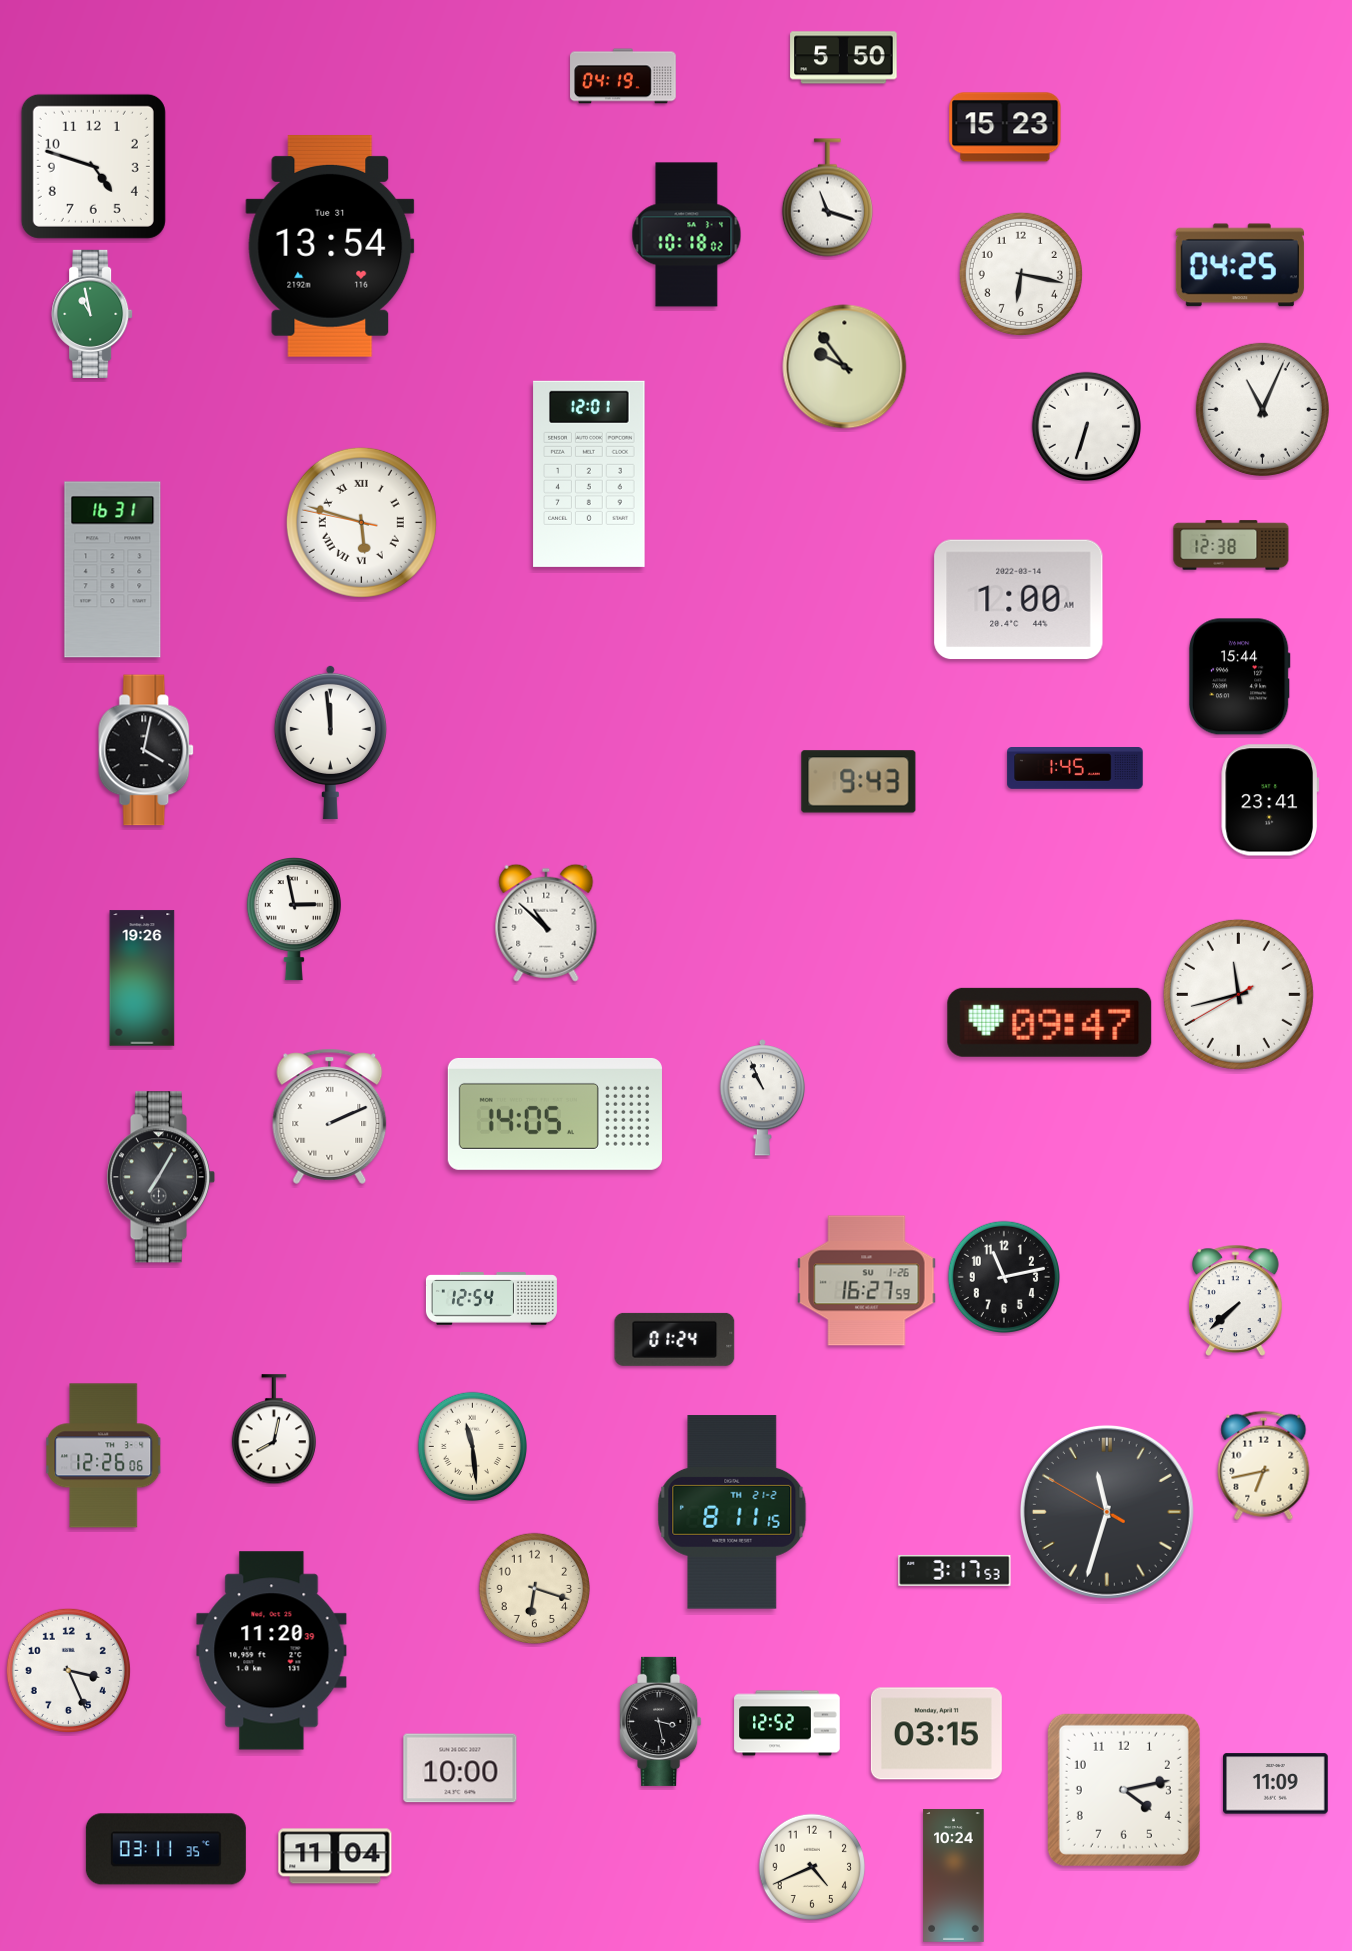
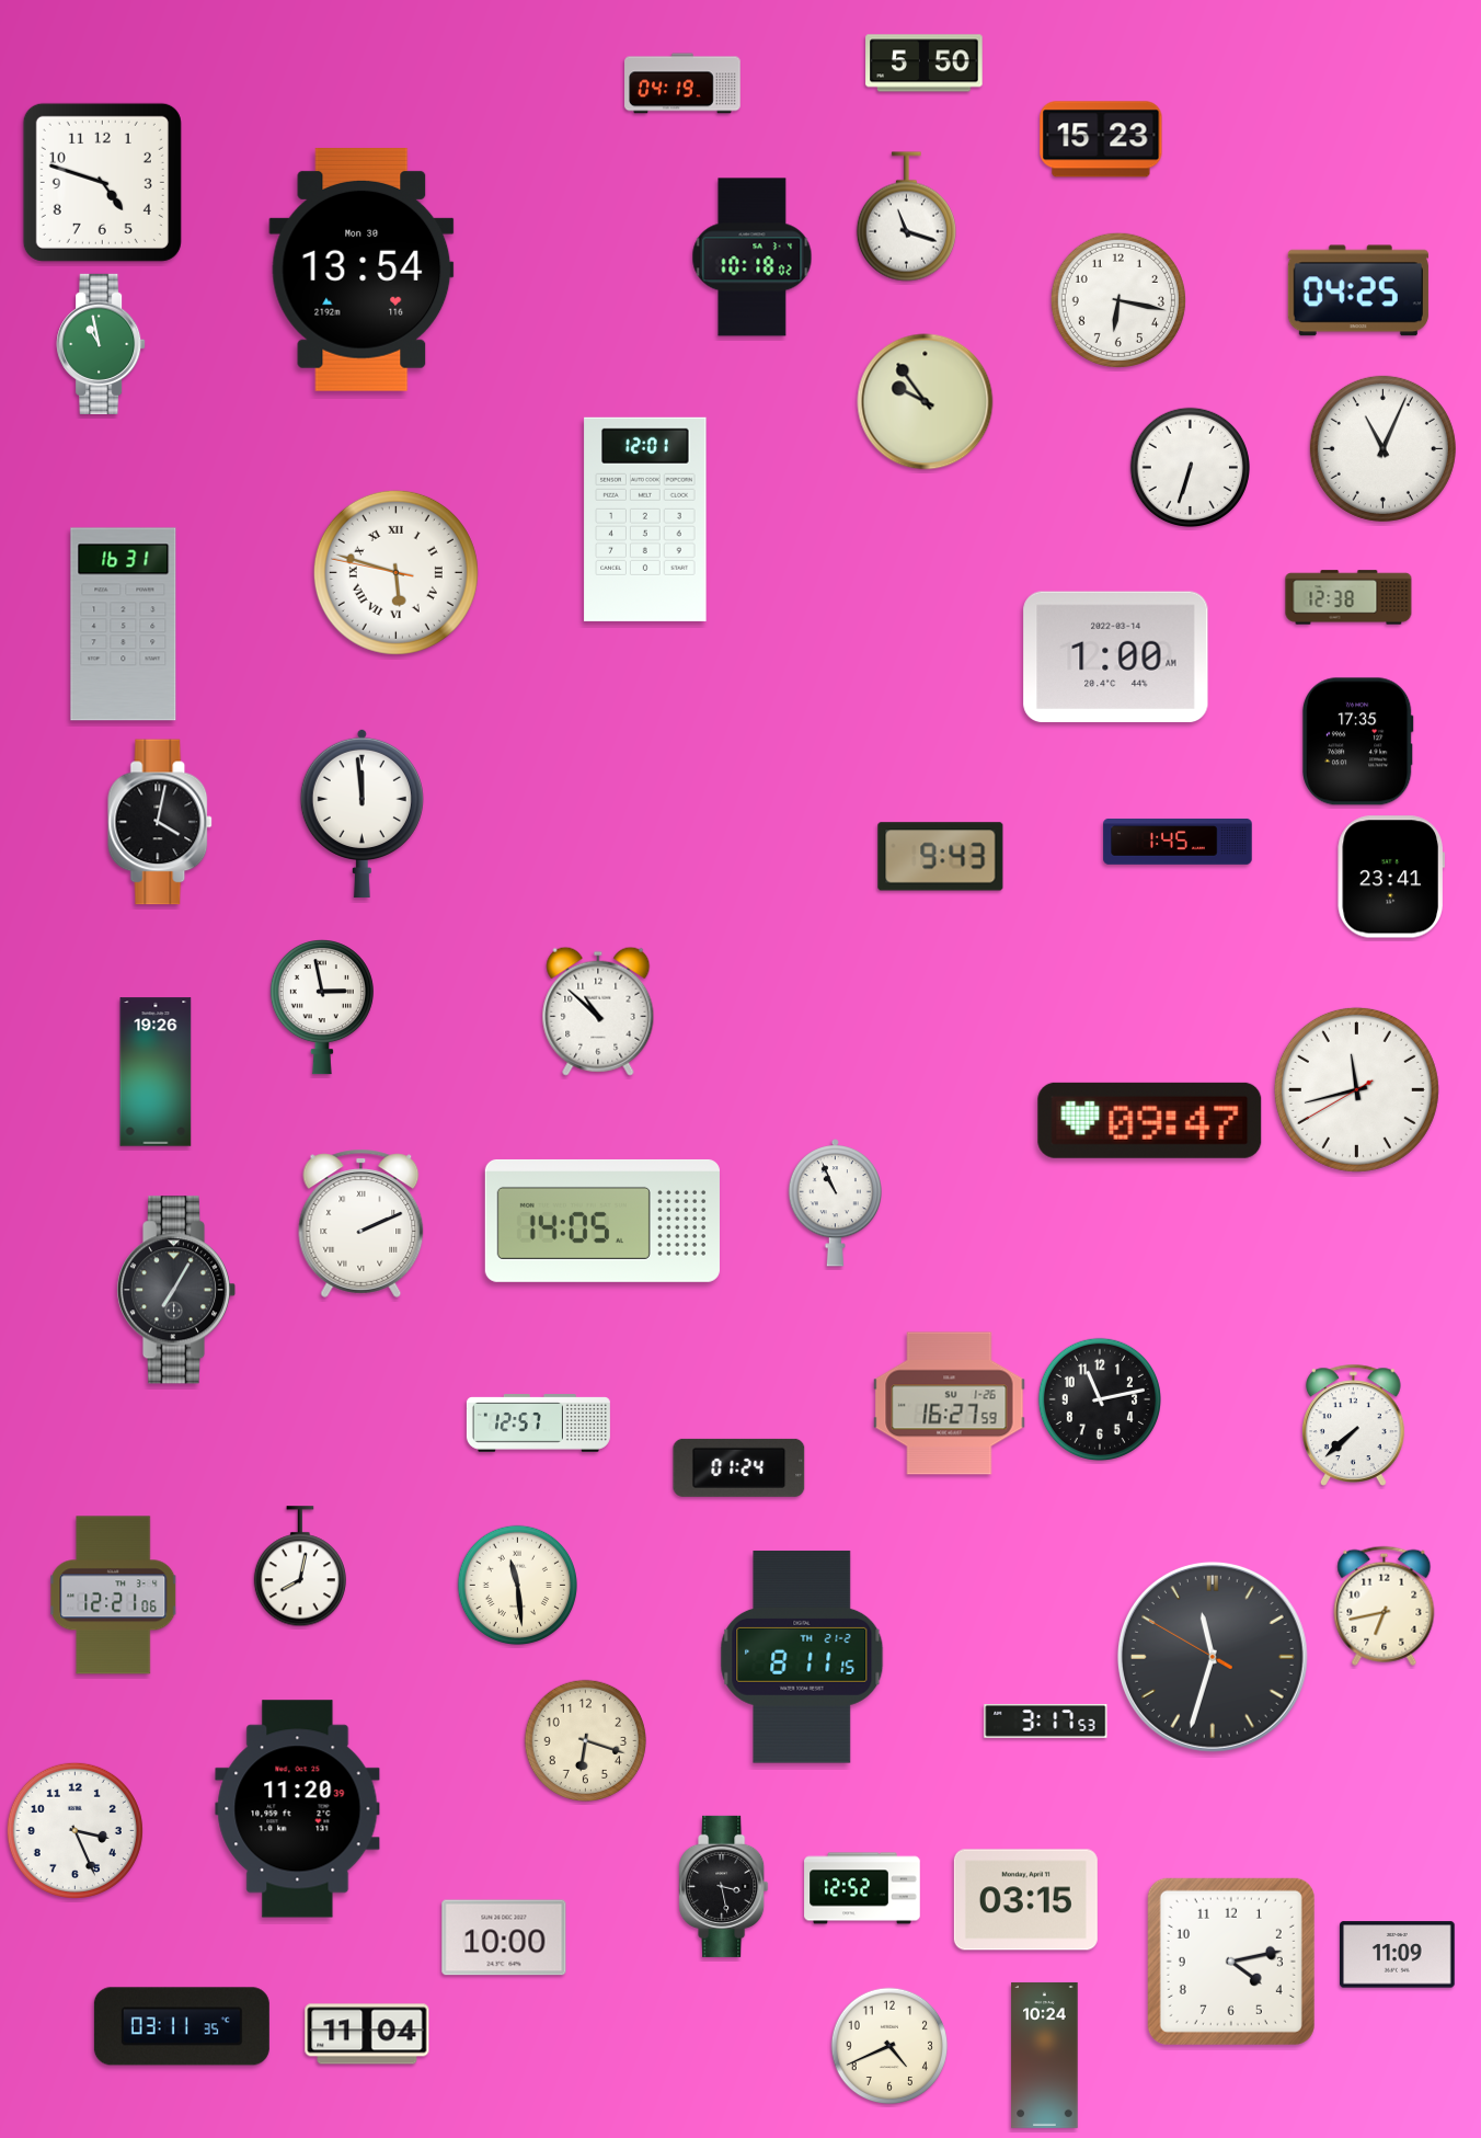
clock at (330, 246) date: Tue 31 -> Mon 30
clock at (1239, 677): 15:44 -> 17:35
clock at (555, 1114) position: (555, 1114) -> (602, 1221)
clock at (491, 1299): 12:54 -> 12:57
clock at (104, 1456): 12:26 -> 12:21
